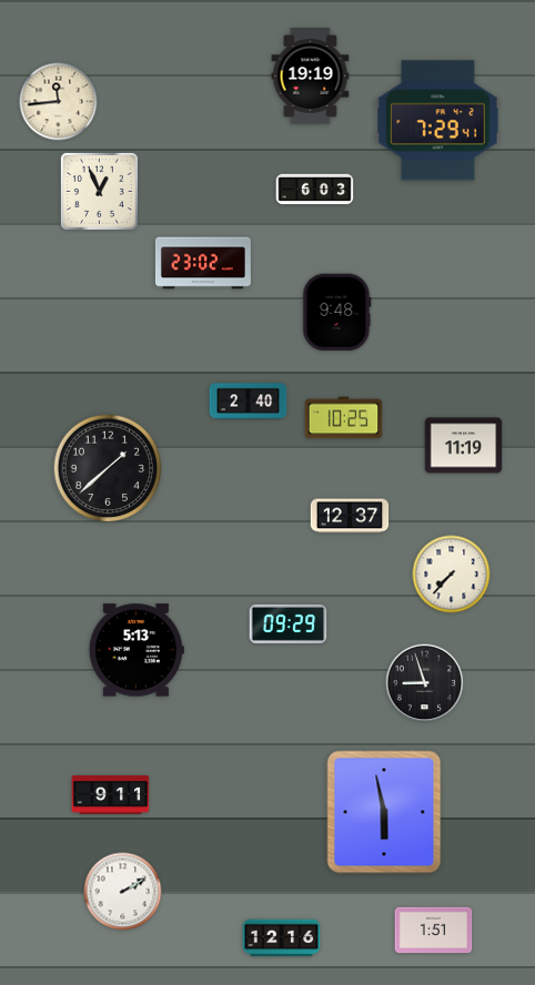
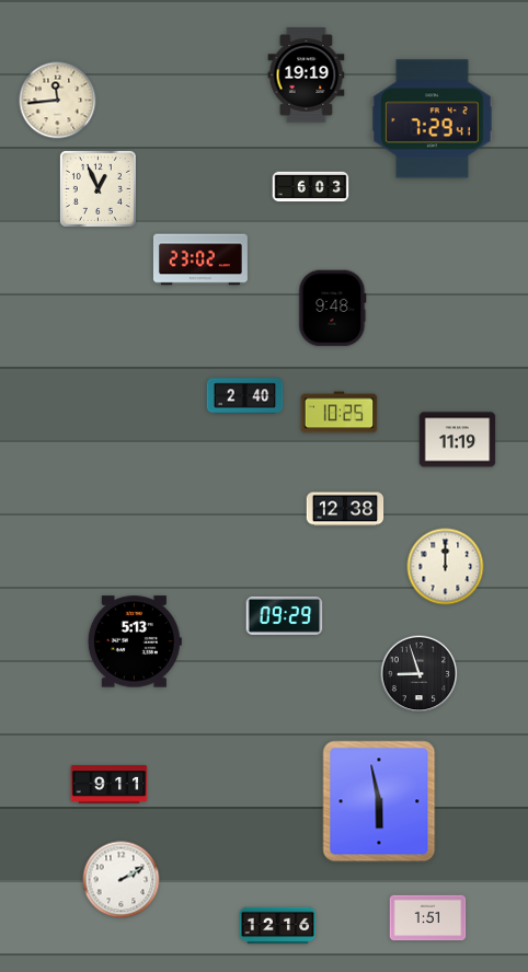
clock at (108, 468): 1:38 -> none
clock at (350, 516): 12:37 -> 12:38
clock at (452, 575): 7:37 -> 12:00
